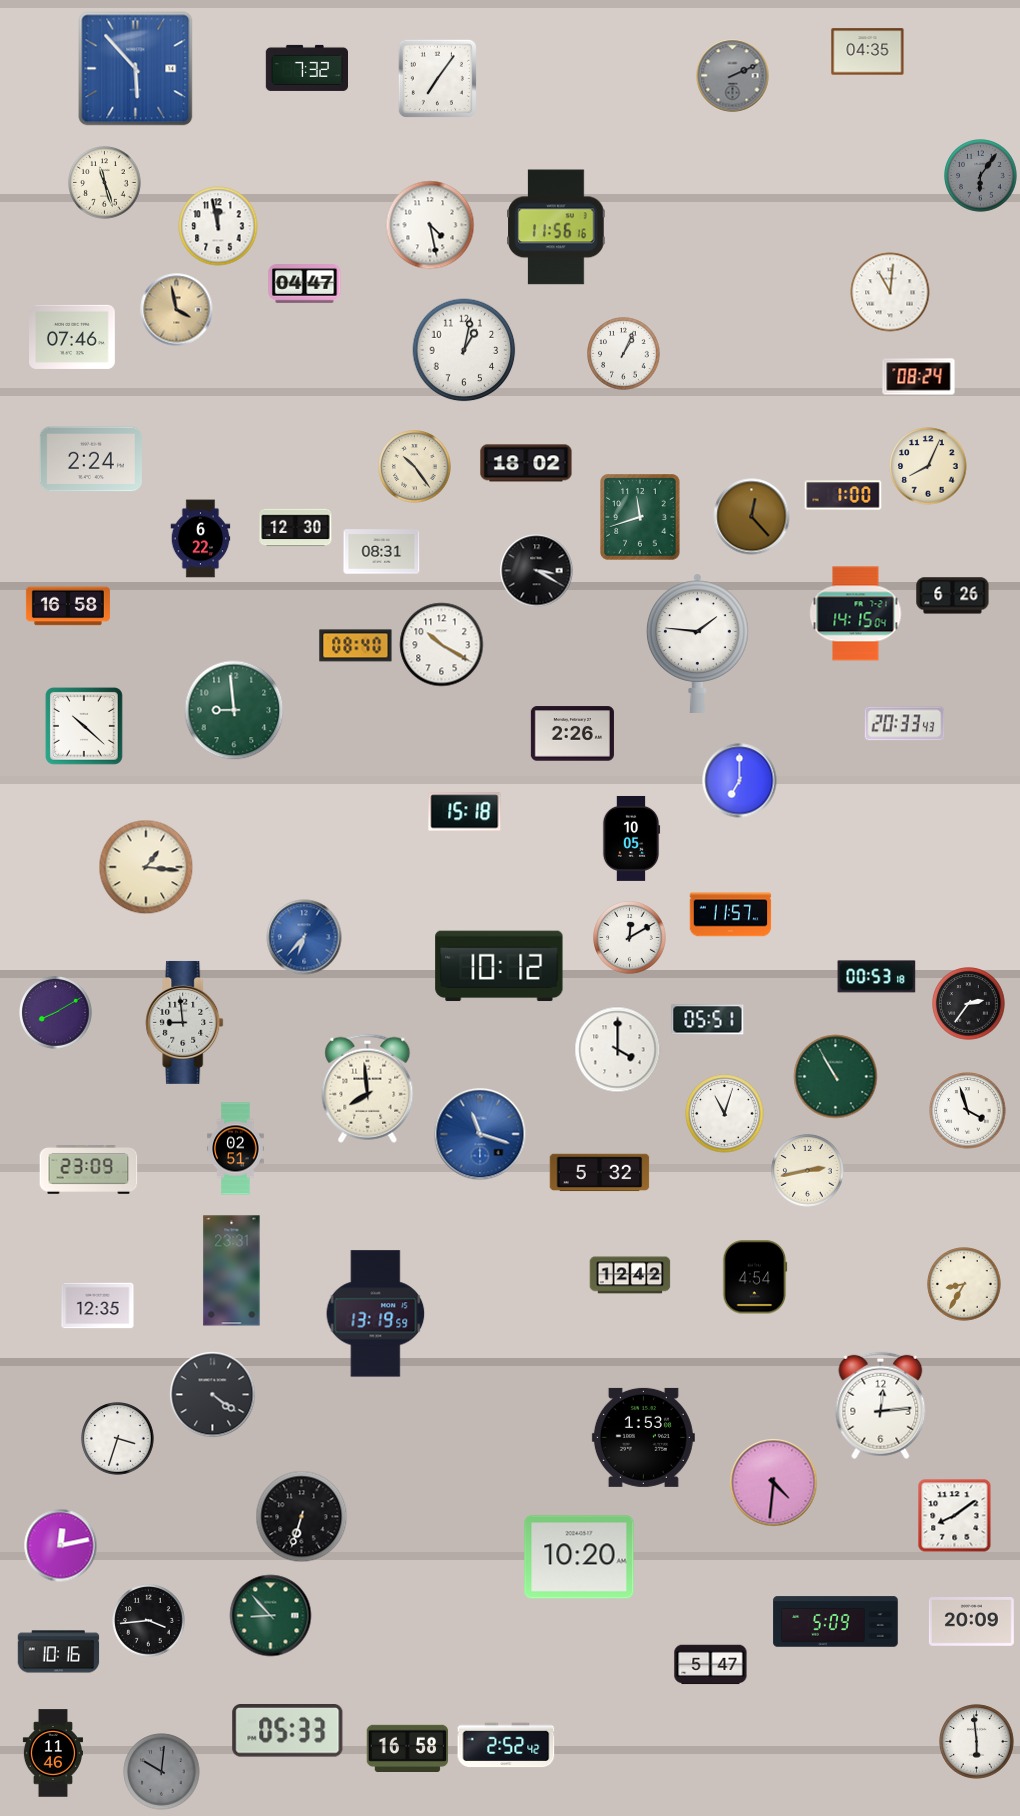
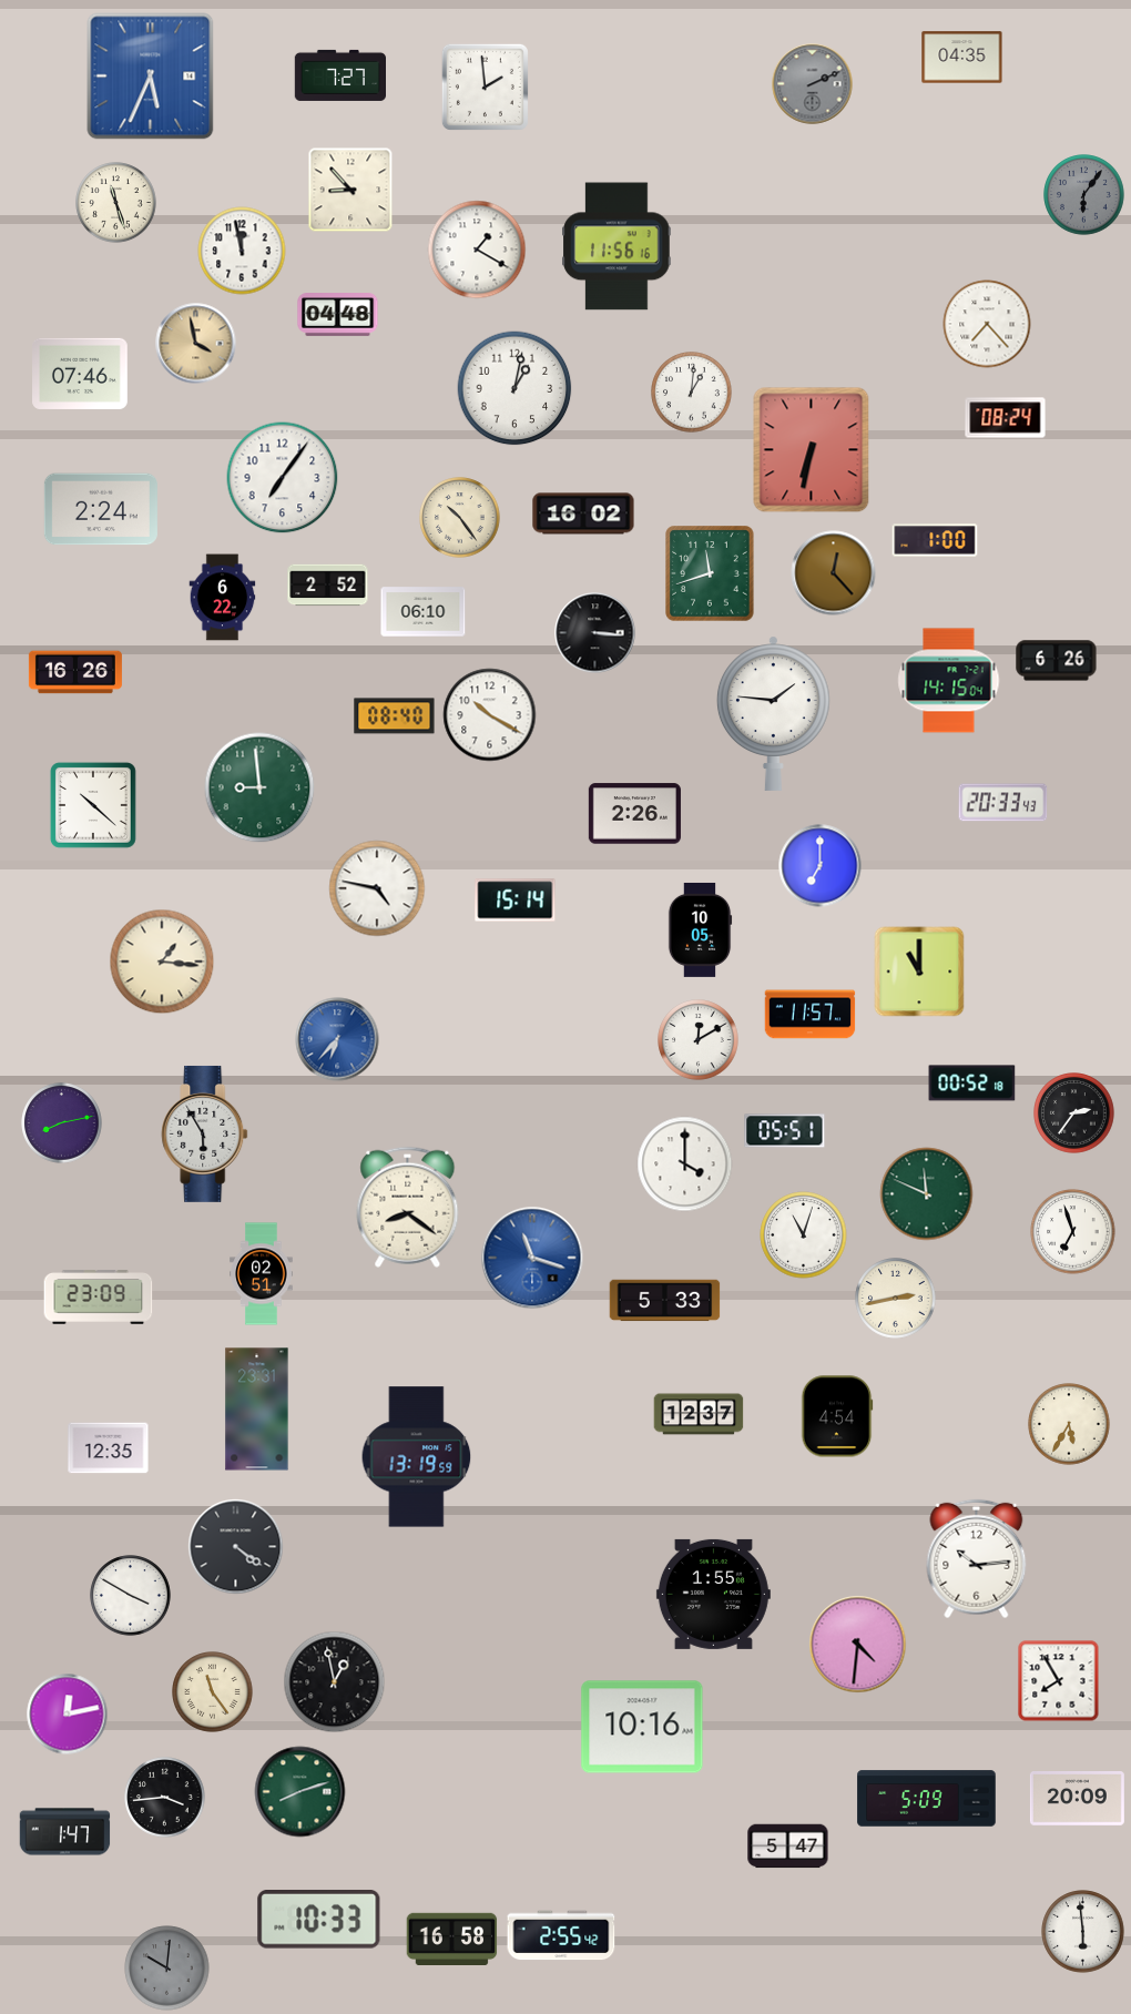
clock at (306, 68): 7:32 -> 7:27
clock at (136, 69): 5:53 -> 5:34
clock at (437, 78): 7:06 -> 1:59
clock at (350, 190): none -> 8:53
clock at (981, 176) position: (981, 176) -> (1084, 195)
clock at (430, 225): 4:28 -> 1:20
clock at (556, 227) position: (556, 227) -> (617, 246)
clock at (305, 284): 04:47 -> 04:48
clock at (890, 292): 11:01 -> 7:23
clock at (624, 354): 1:04 -> 1:01
clock at (919, 377) position: (919, 377) -> (1006, 418)
clock at (812, 450): none -> 6:32
clock at (283, 478): none -> 7:06
clock at (526, 463): 18:02 -> 16:02
clock at (928, 466): 8:04 -> none
clock at (843, 495) position: (843, 495) -> (935, 540)
clock at (296, 528): 12:30 -> 2:52
clock at (382, 552): 08:31 -> 06:10
clock at (537, 571): 3:20 -> 3:16
clock at (68, 606): 16:58 -> 16:26
clock at (377, 888): none -> 4:47
clock at (465, 812): 15:18 -> 15:14
clock at (919, 972): none -> 11:00
clock at (499, 966): 10:12 -> none
clock at (877, 977): 00:53 -> 00:52
clock at (56, 1013): 8:10 -> 8:13
clock at (185, 1022): 8:59 -> 5:55
clock at (836, 1077): 10:55 -> 11:49
clock at (368, 1088): 7:59 -> 8:21
clock at (968, 1111): 3:57 -> 6:57
clock at (600, 1173): 5:32 -> 5:33
clock at (630, 1275): 12:42 -> 12:37
clock at (964, 1284): 8:35 -> 5:35
clock at (881, 1406): 12:14 -> 10:14
clock at (643, 1437): 1:53 -> 1:55
clock at (118, 1439): 3:33 -> 3:50
clock at (955, 1516): 8:09 -> 7:55
clock at (302, 1517): 6:33 -> 12:58
clock at (213, 1692): none -> 11:24
clock at (579, 1557): 10:20 -> 10:16
clock at (271, 1616): 8:53 -> 8:12
clock at (59, 1652): 10:16 -> 1:47
clock at (288, 1731): 05:33 -> 10:33
clock at (506, 1745): 2:52 -> 2:55
clock at (52, 1753): 11:46 -> none
clock at (162, 1772) position: (162, 1772) -> (167, 1969)
